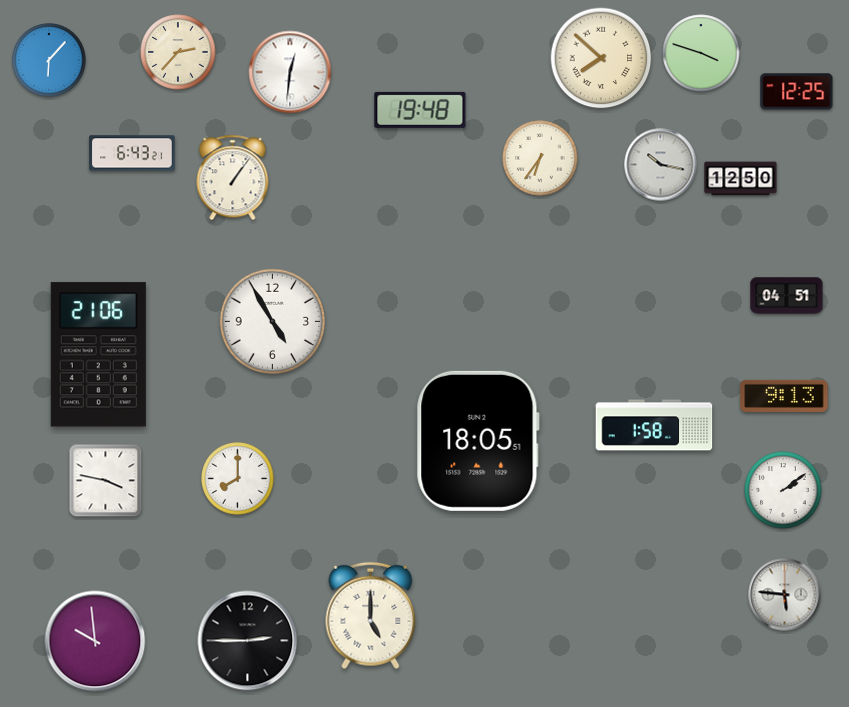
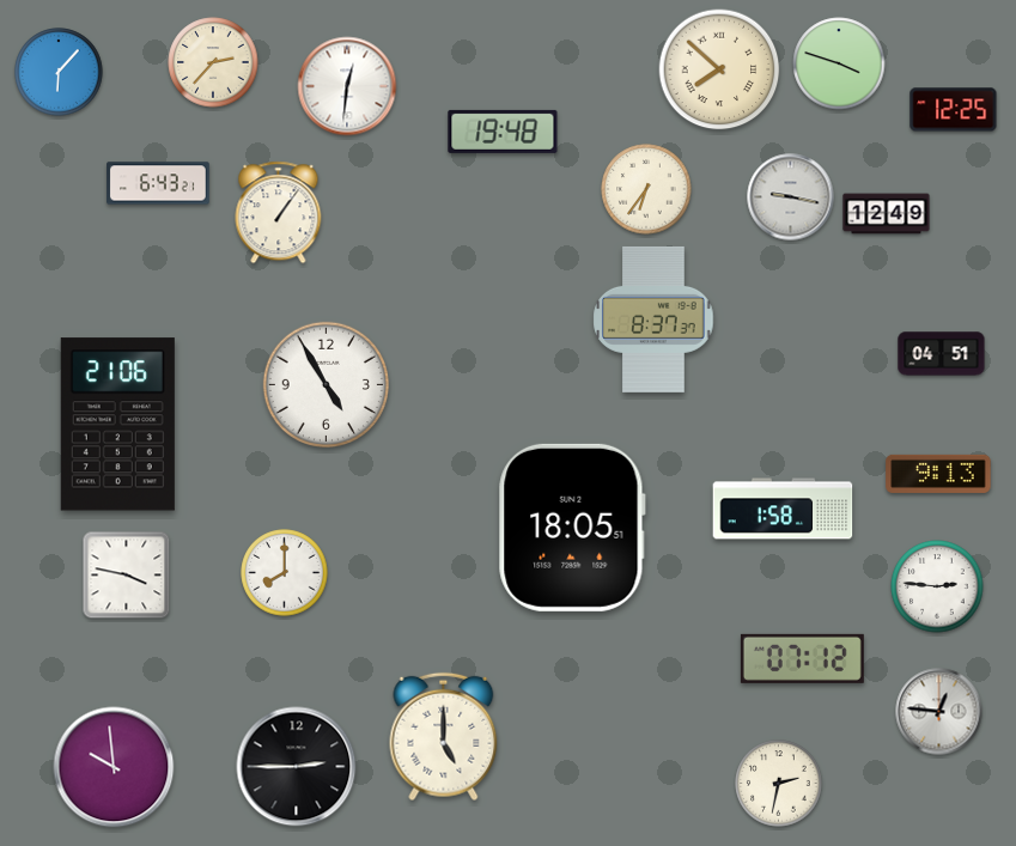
clock at (661, 165): 10:17 -> 9:17
clock at (741, 179): 12:50 -> 12:49
clock at (653, 319): none -> 8:37
clock at (783, 490): 2:09 -> 2:46
clock at (802, 658): none -> 07:12
clock at (785, 595): 5:46 -> 12:46
clock at (779, 784): none -> 2:32
